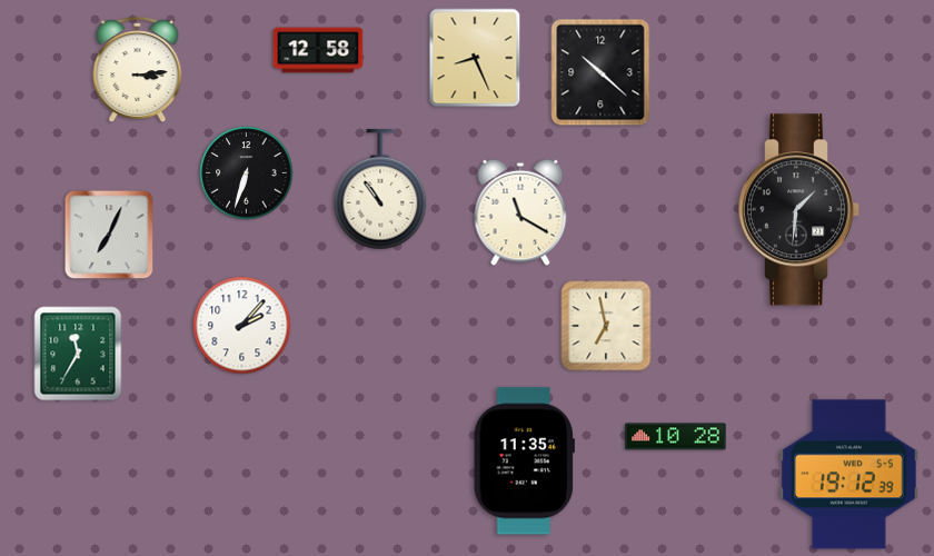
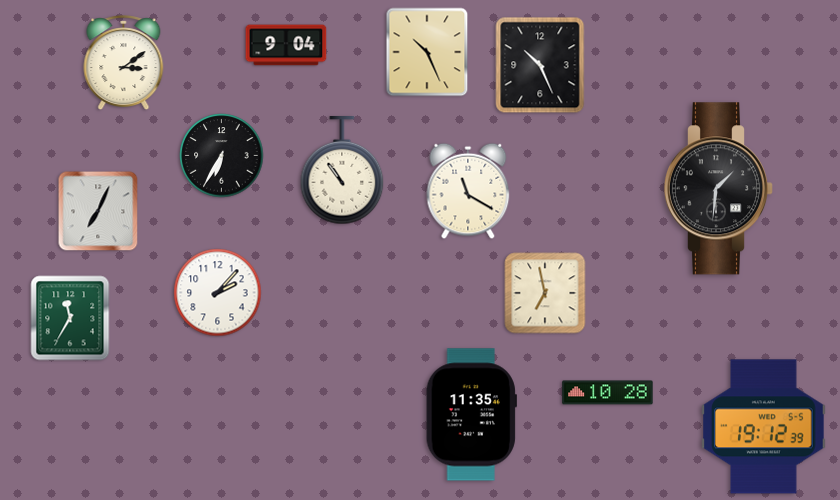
clock at (318, 50): 12:58 -> 9:04
clock at (475, 58): 8:26 -> 10:26
clock at (138, 70): 3:14 -> 3:09
clock at (600, 72): 10:22 -> 10:26
clock at (247, 173): 6:33 -> 6:35
